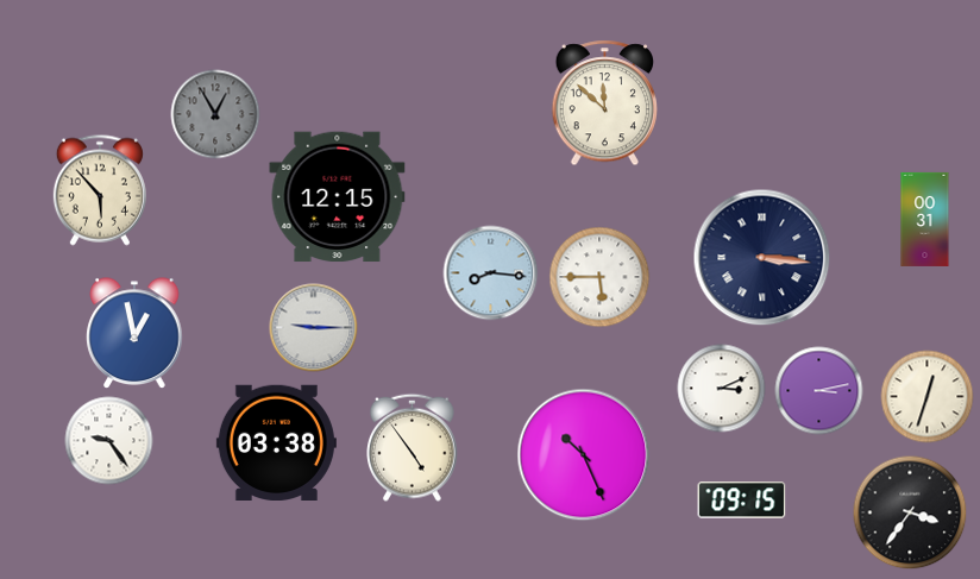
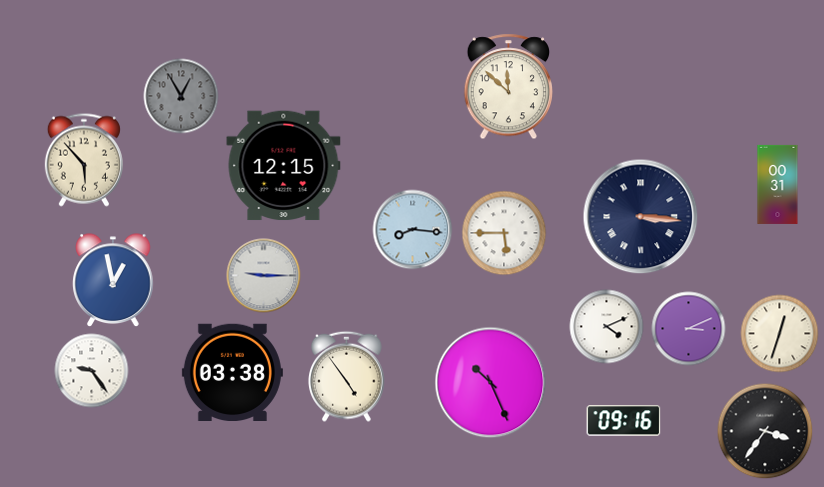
clock at (722, 389): 3:11 -> 4:11
clock at (819, 391): 3:13 -> 3:11
clock at (742, 501): 09:15 -> 09:16
